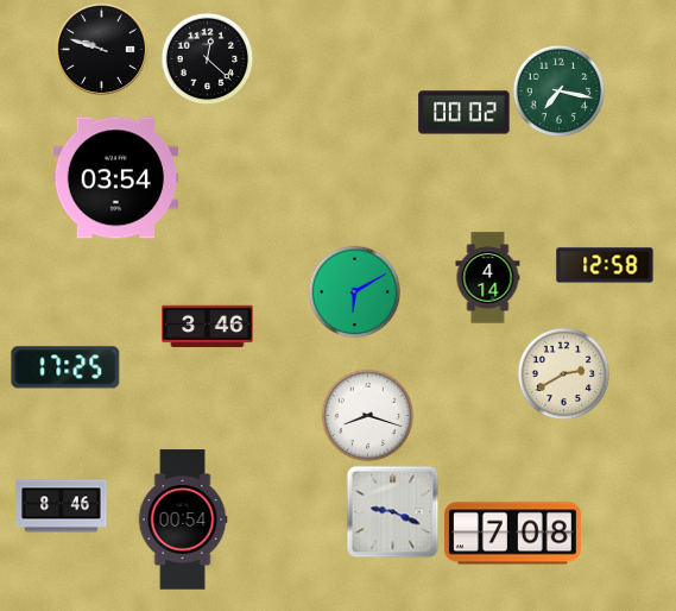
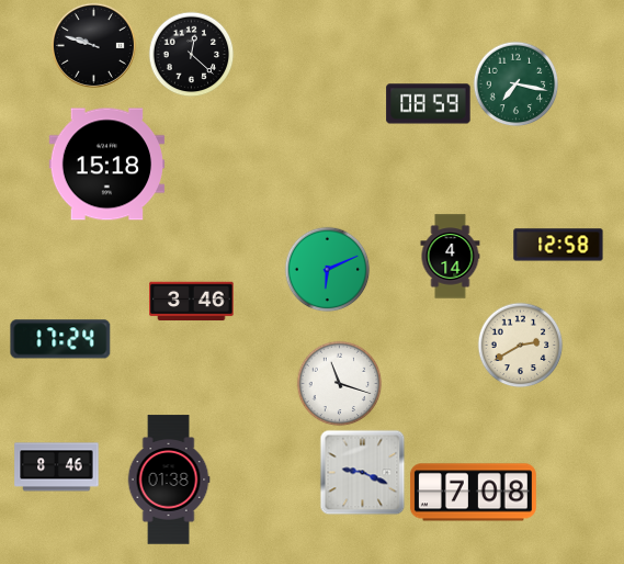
clock at (465, 113): 00:02 -> 08:59
clock at (116, 178): 03:54 -> 15:18
clock at (354, 291): 6:10 -> 6:11
clock at (65, 367): 17:25 -> 17:24
clock at (367, 415): 8:18 -> 11:18
clock at (183, 519): 00:54 -> 01:38
